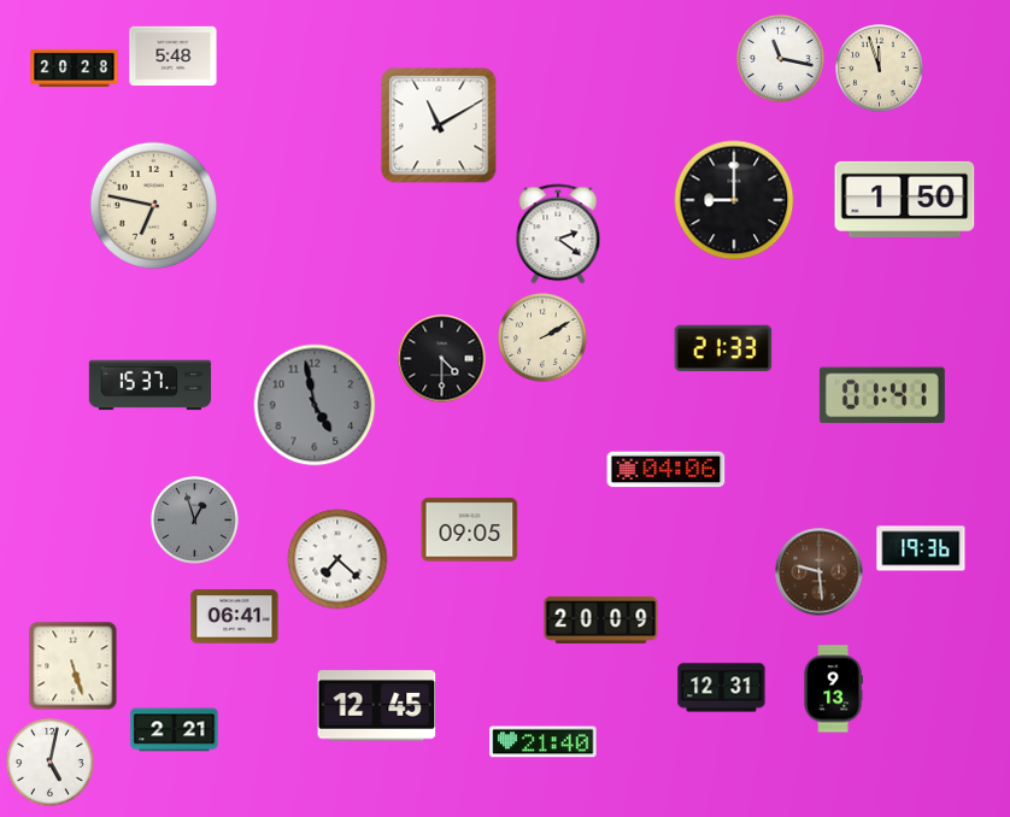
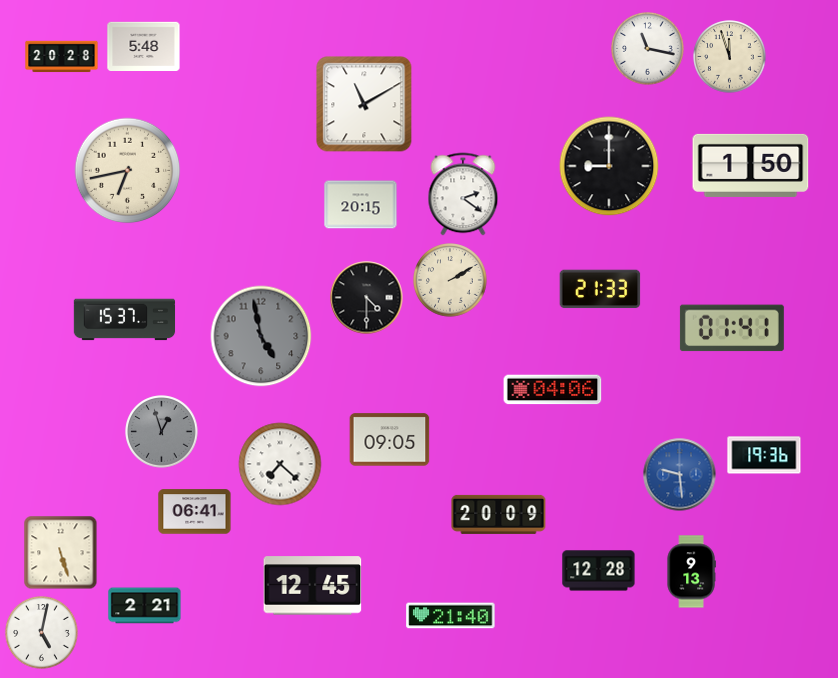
clock at (154, 206): 6:47 -> 6:43
clock at (361, 205): none -> 20:15
clock at (820, 572) dial: brown -> blue
clock at (722, 688): 12:31 -> 12:28
